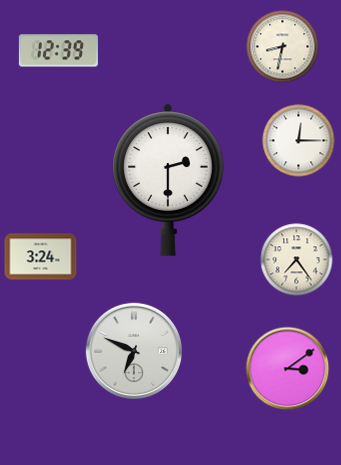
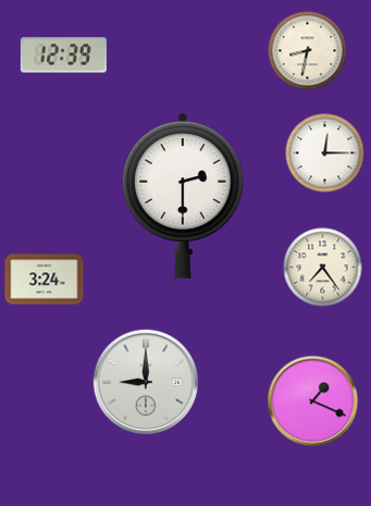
clock at (297, 260) position: (297, 260) -> (323, 268)
clock at (133, 350): 6:49 -> 9:00
clock at (288, 369): 3:09 -> 1:19
